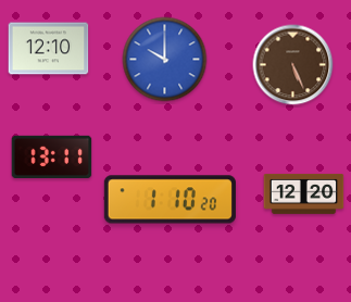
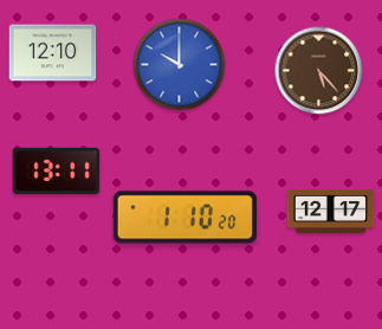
clock at (293, 65): 5:26 -> 5:23
clock at (304, 193): 12:20 -> 12:17
